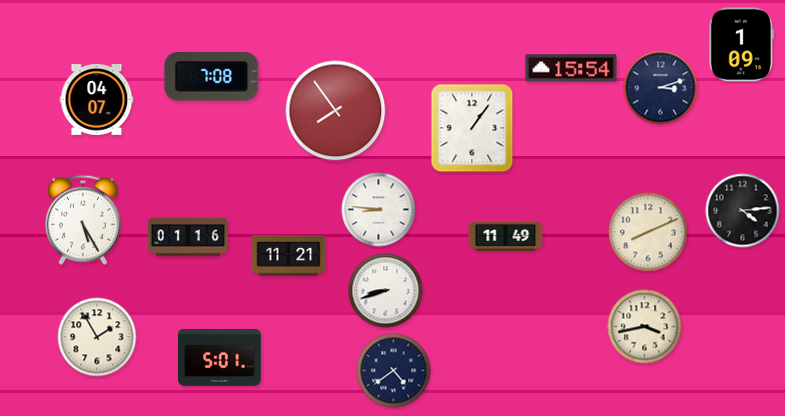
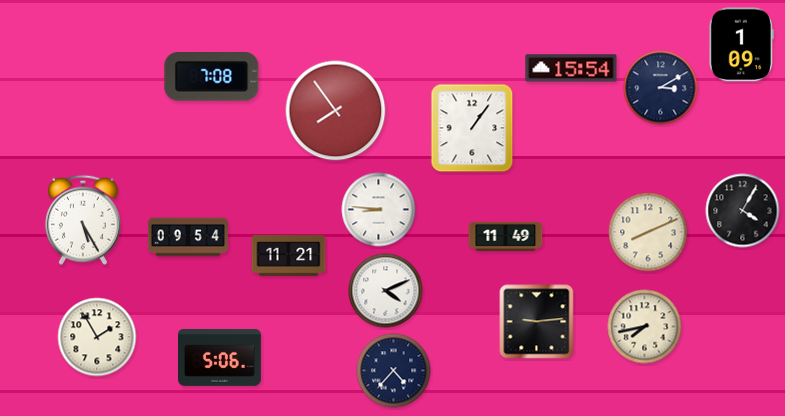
clock at (661, 88): 3:12 -> 3:10
clock at (97, 100): 04:07 -> none
clock at (743, 211): 4:14 -> 4:05
clock at (188, 237): 01:16 -> 09:54
clock at (386, 291): 8:42 -> 4:11
clock at (537, 322): none -> 9:14
clock at (645, 327): 3:43 -> 7:43
clock at (220, 357): 5:01 -> 5:06
clock at (394, 371): 4:39 -> 4:37
